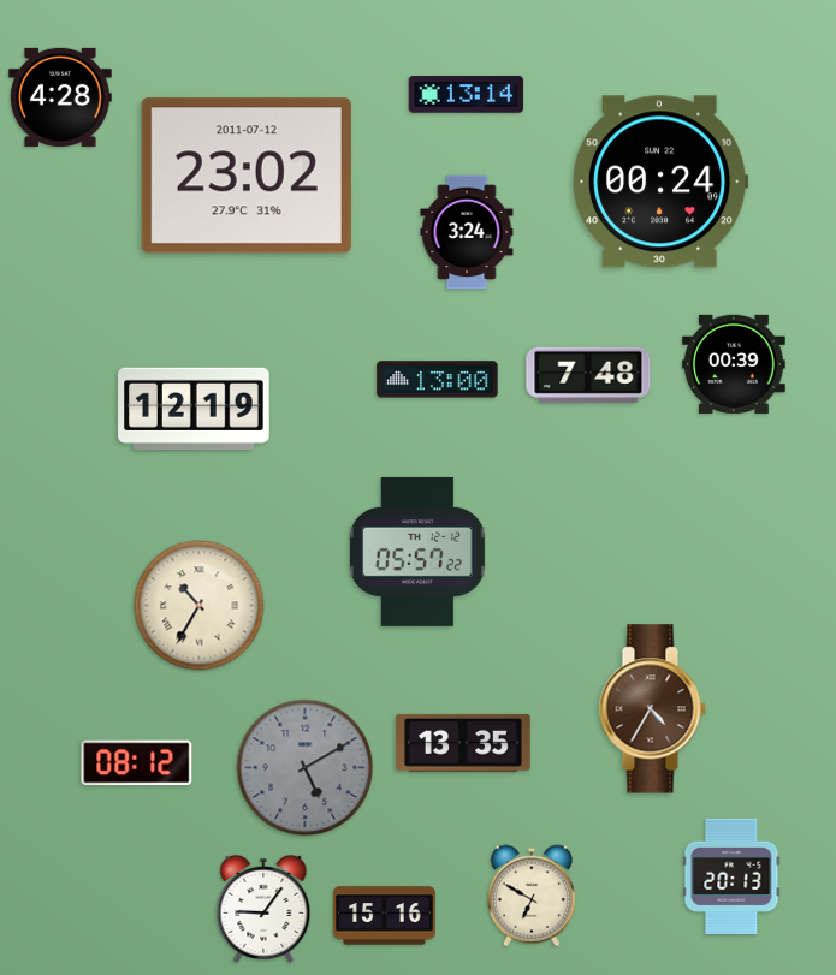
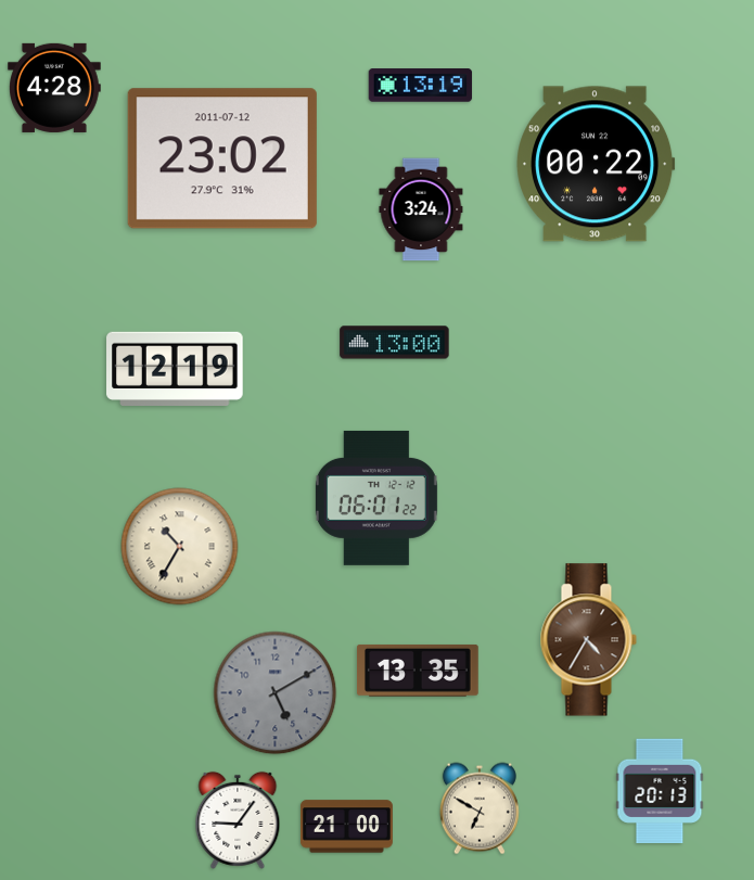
clock at (467, 95): 13:14 -> 13:19
clock at (660, 182): 00:24 -> 00:22
clock at (735, 364): 00:39 -> none
clock at (588, 375): 7:48 -> none
clock at (417, 552): 05:57 -> 06:01
clock at (137, 763): 08:12 -> none
clock at (384, 916): 15:16 -> 21:00
